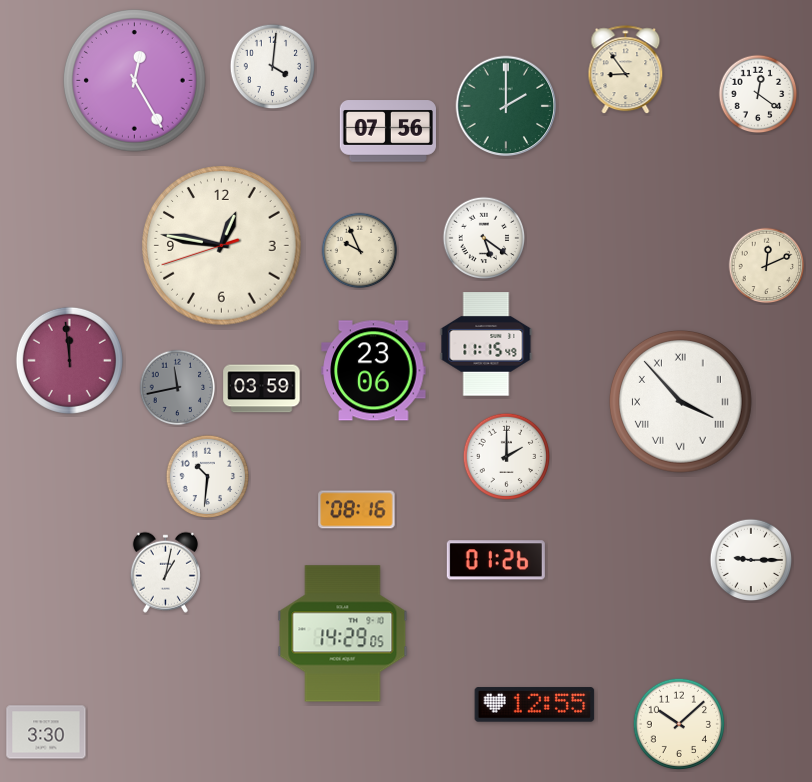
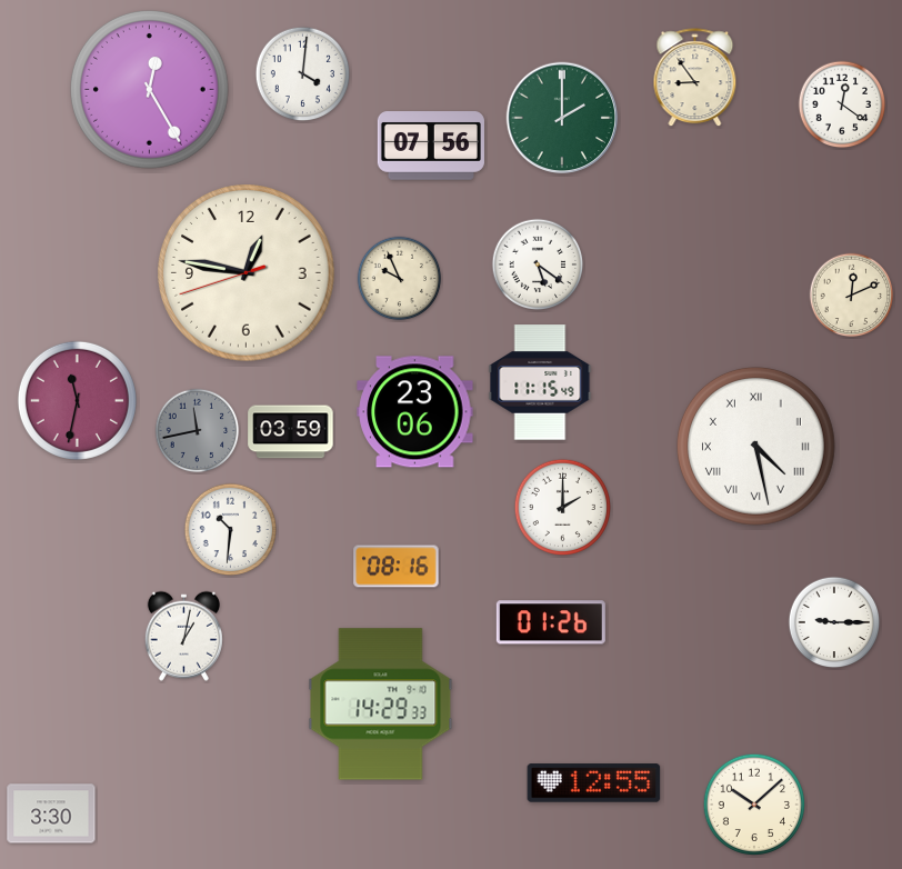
clock at (69, 360): 11:59 -> 11:32
clock at (681, 402): 3:53 -> 4:28
clock at (343, 634): 14:29:05 -> 14:29:33
